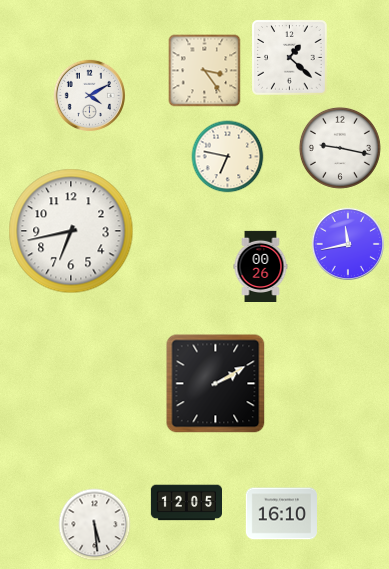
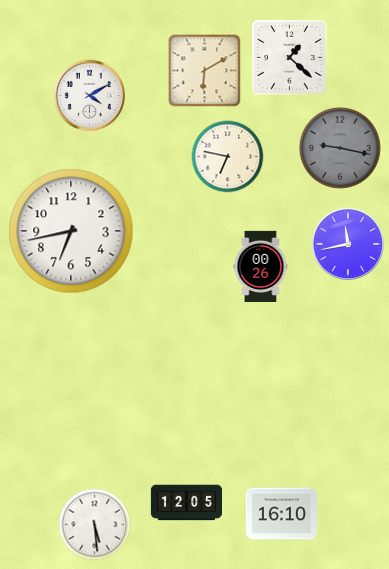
clock at (205, 71): 3:24 -> 6:10
clock at (340, 148) dial: white -> grey
clock at (216, 384): 2:10 -> none
